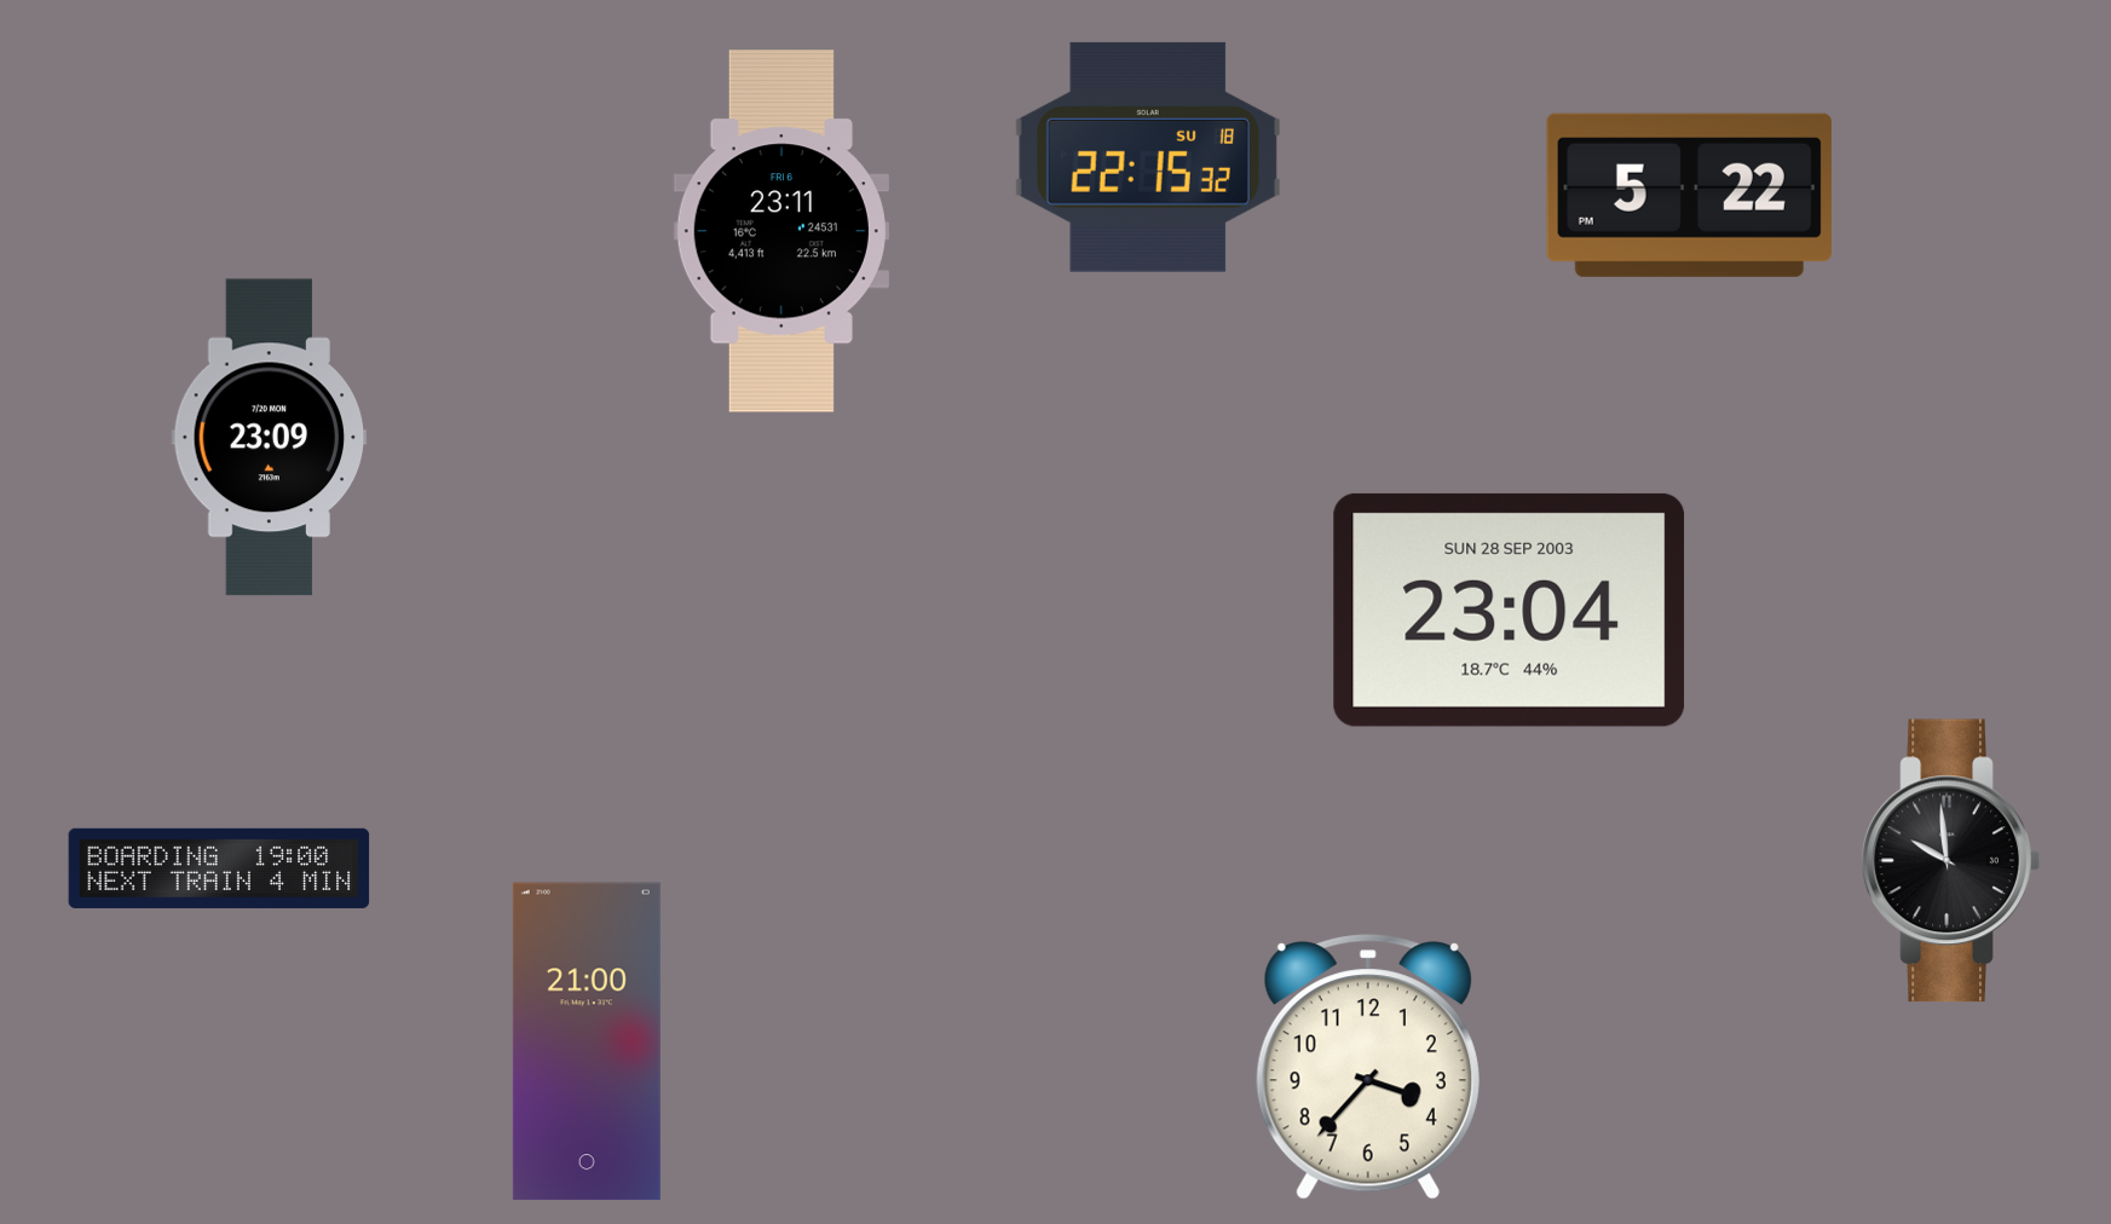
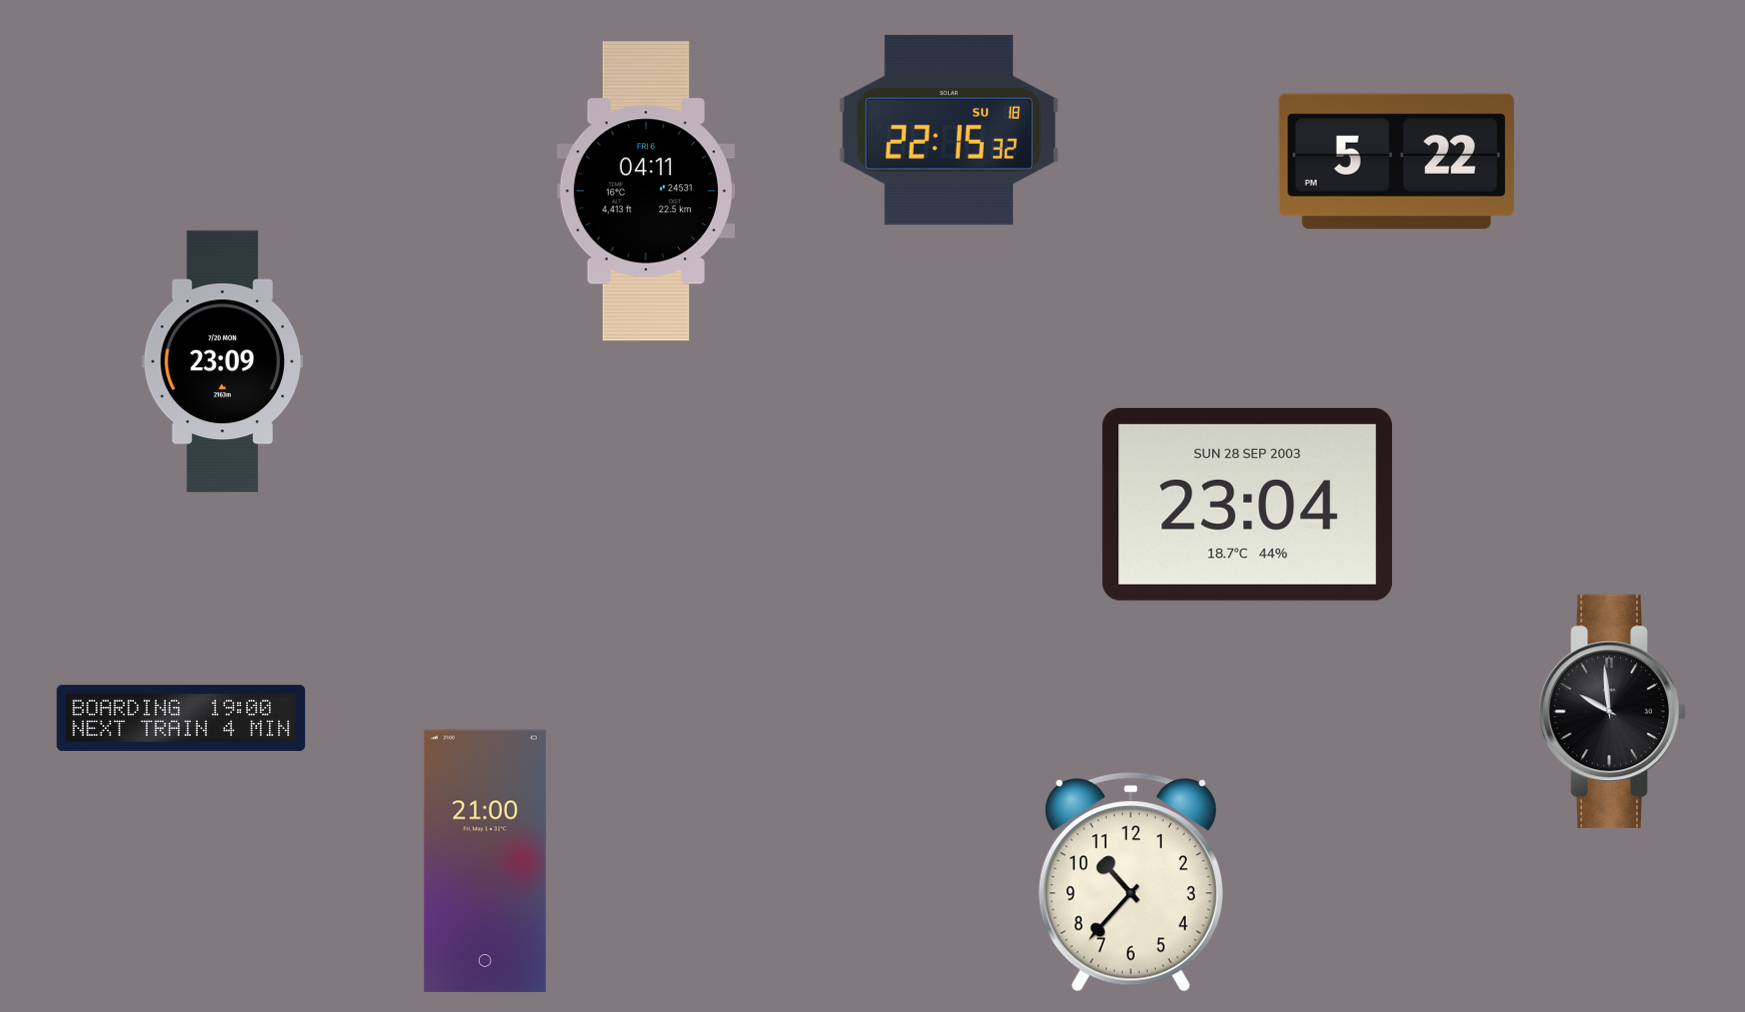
clock at (781, 231): 23:11 -> 04:11
clock at (1368, 1067): 3:37 -> 10:37
